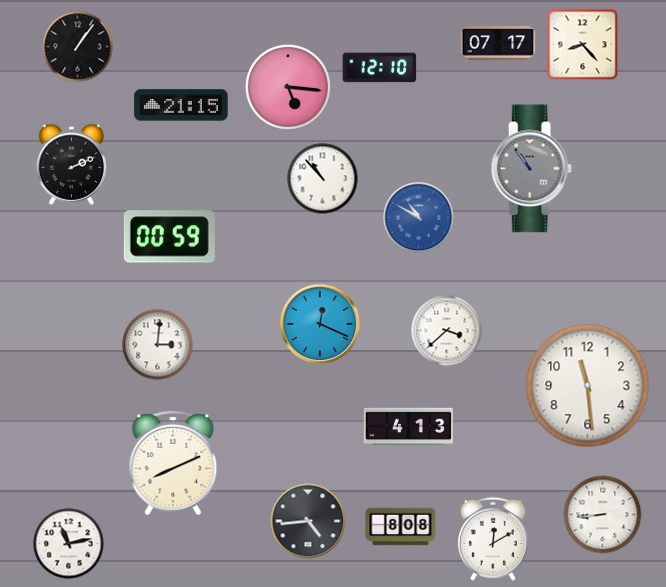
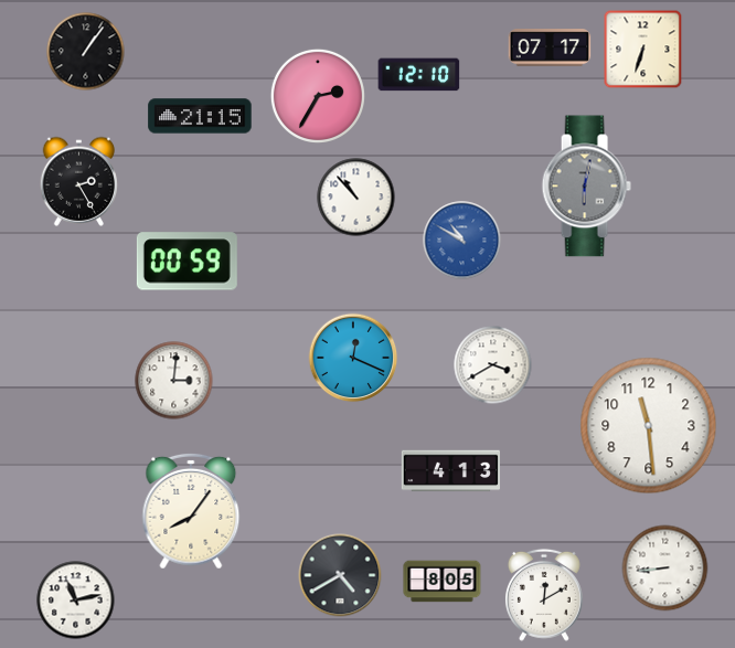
clock at (583, 45): 8:23 -> 6:33
clock at (288, 87): 5:16 -> 2:35
clock at (72, 164): 2:11 -> 2:25
clock at (531, 169): 10:54 -> 6:02
clock at (447, 331): 3:38 -> 3:40
clock at (173, 463): 8:11 -> 8:06
clock at (308, 521): 4:44 -> 4:40
clock at (401, 527): 8:08 -> 8:05
